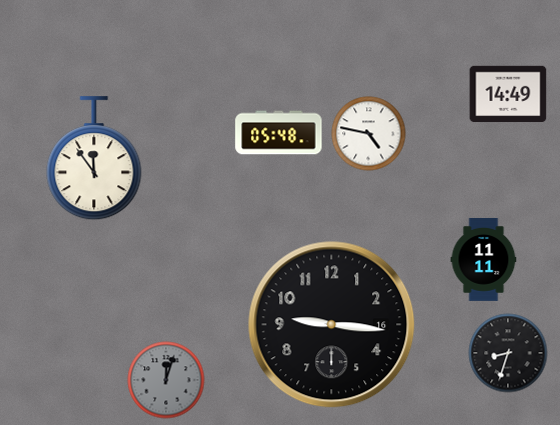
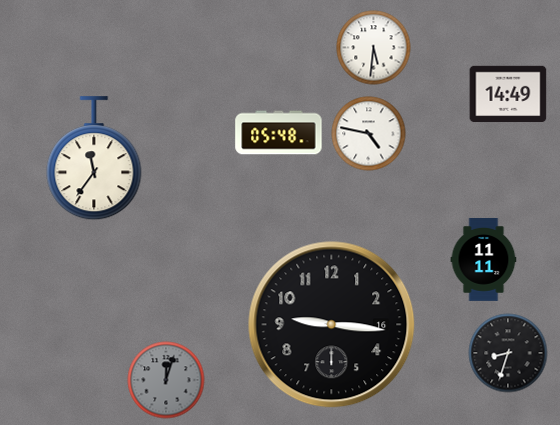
clock at (374, 48): none -> 5:31
clock at (94, 159): 11:54 -> 11:36
